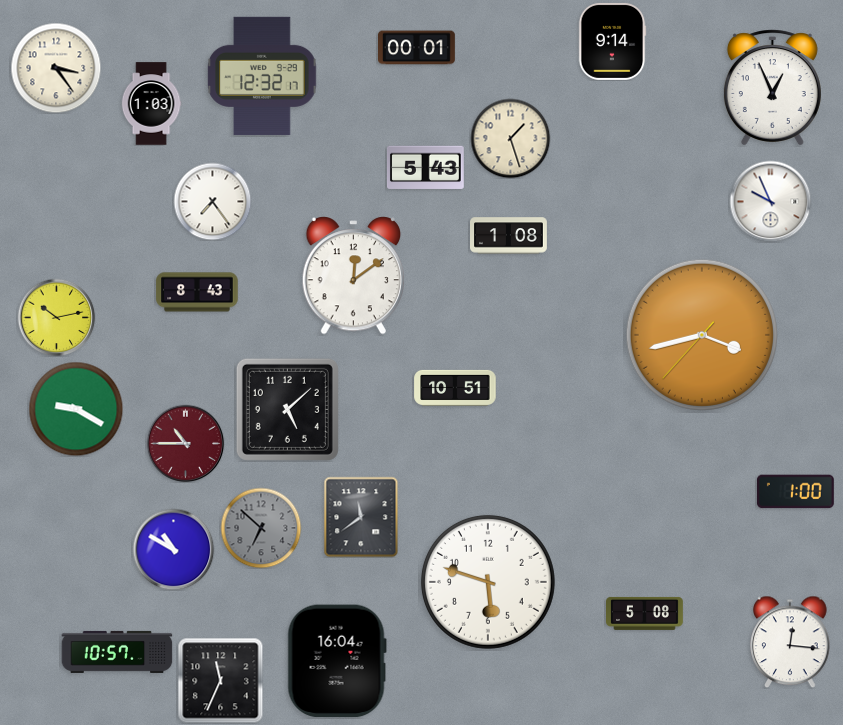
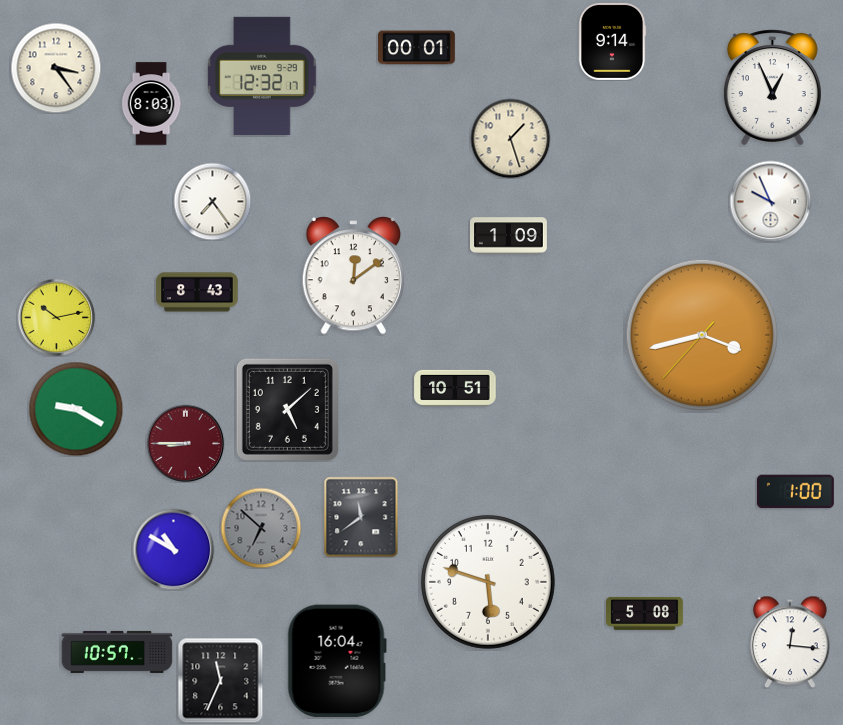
clock at (151, 104): 1:03 -> 8:03
clock at (425, 168): 5:43 -> none
clock at (509, 236): 1:08 -> 1:09
clock at (185, 443): 10:45 -> 8:45
